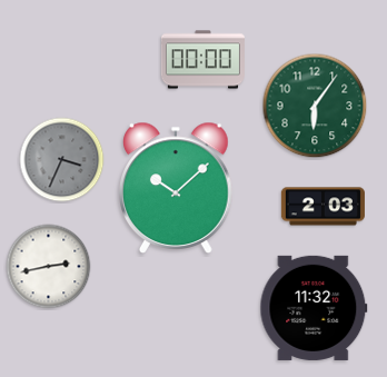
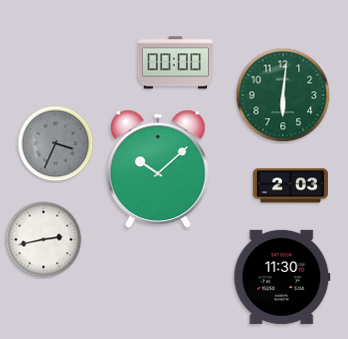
clock at (202, 60) position: (202, 60) -> (175, 63)
clock at (315, 106): 6:06 -> 6:01
clock at (314, 308): 11:32 -> 11:30
